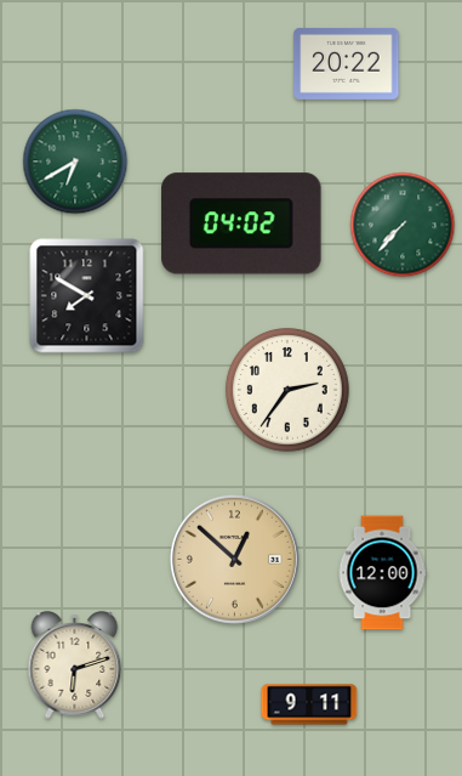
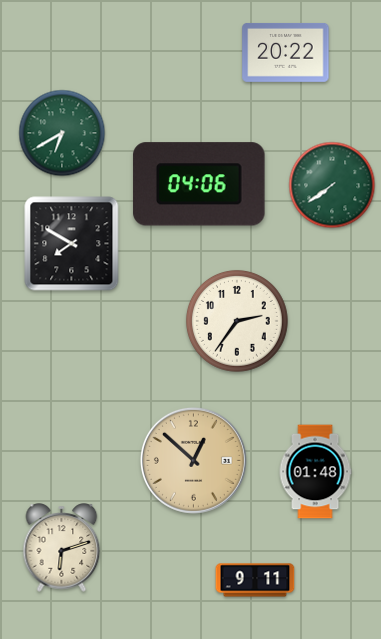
clock at (241, 223): 04:02 -> 04:06
clock at (403, 225): 7:37 -> 7:39
clock at (382, 573): 12:00 -> 01:48
